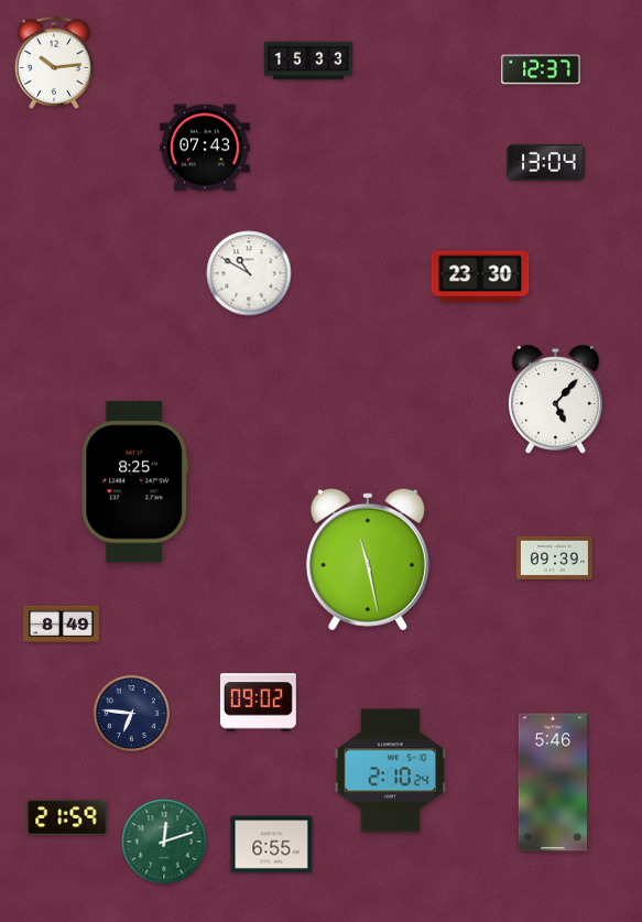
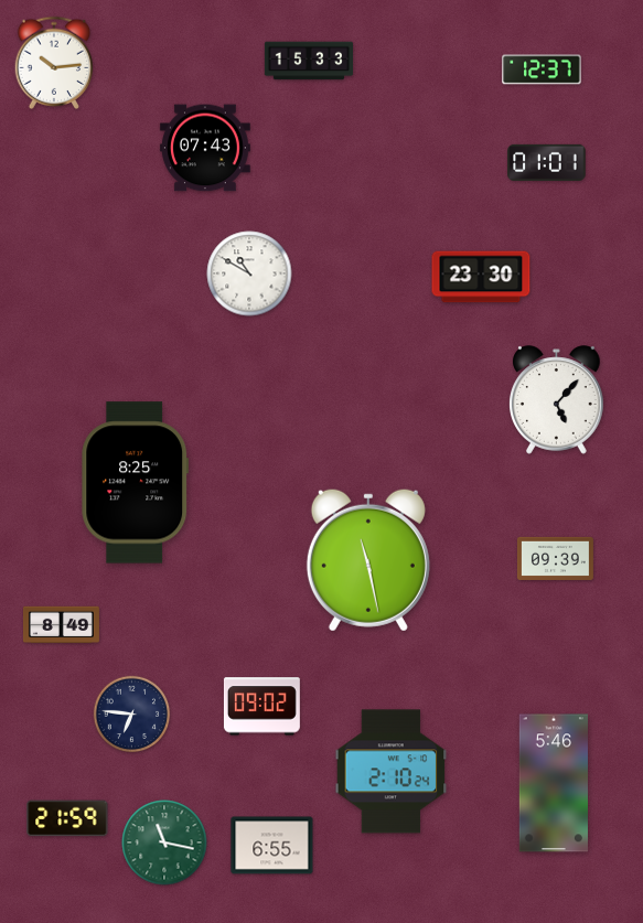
clock at (546, 162): 13:04 -> 01:01
clock at (258, 703) position: (258, 703) -> (261, 707)
clock at (164, 842): 12:12 -> 11:17
